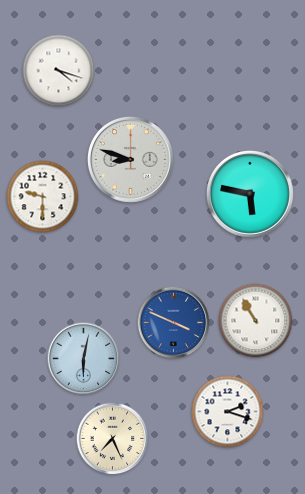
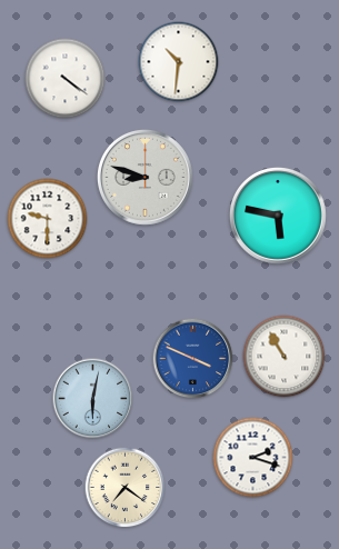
clock at (179, 62): none -> 10:31
clock at (59, 71): 4:18 -> 4:21
clock at (113, 439): 7:26 -> 7:21
